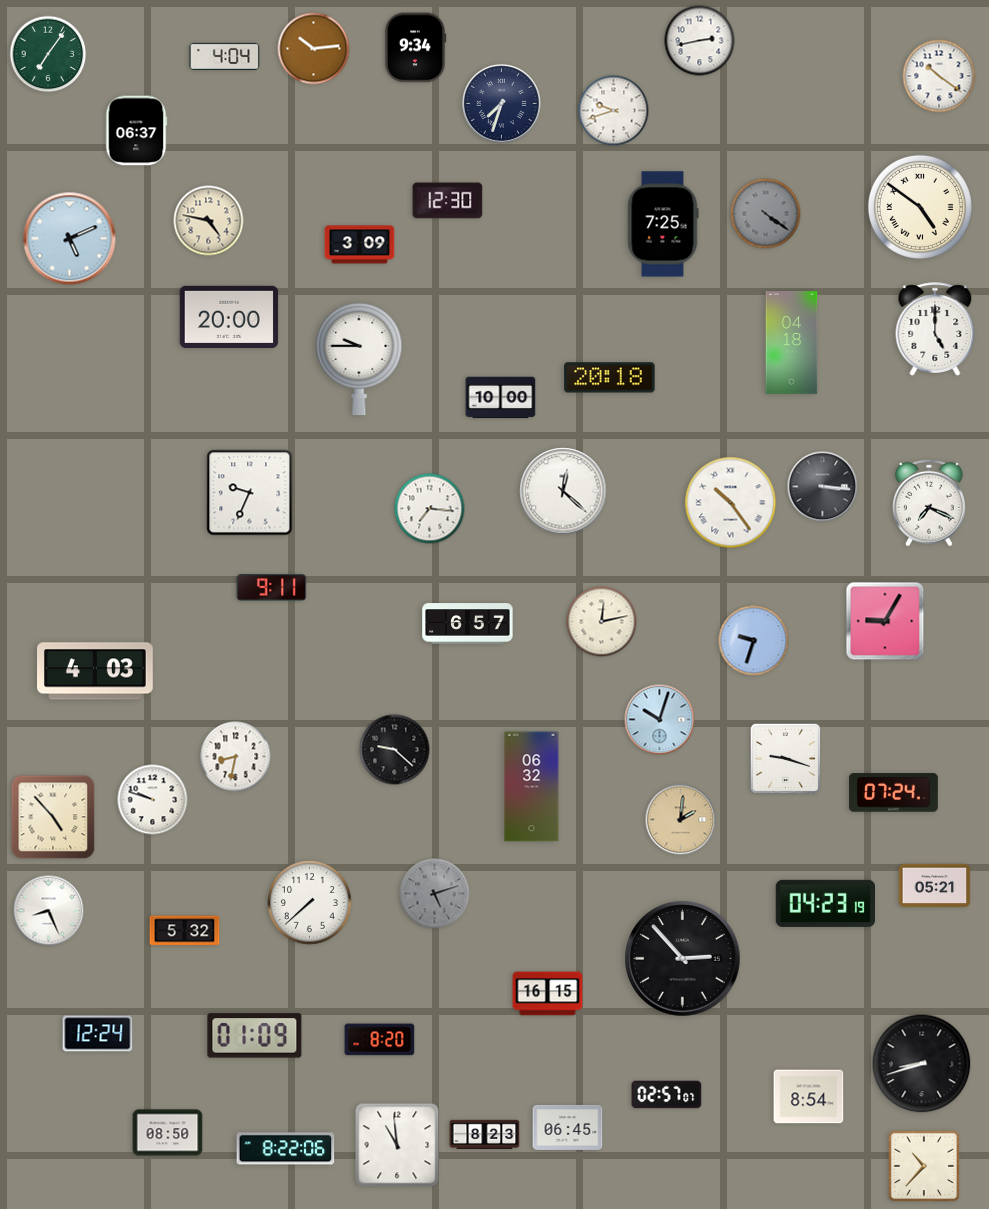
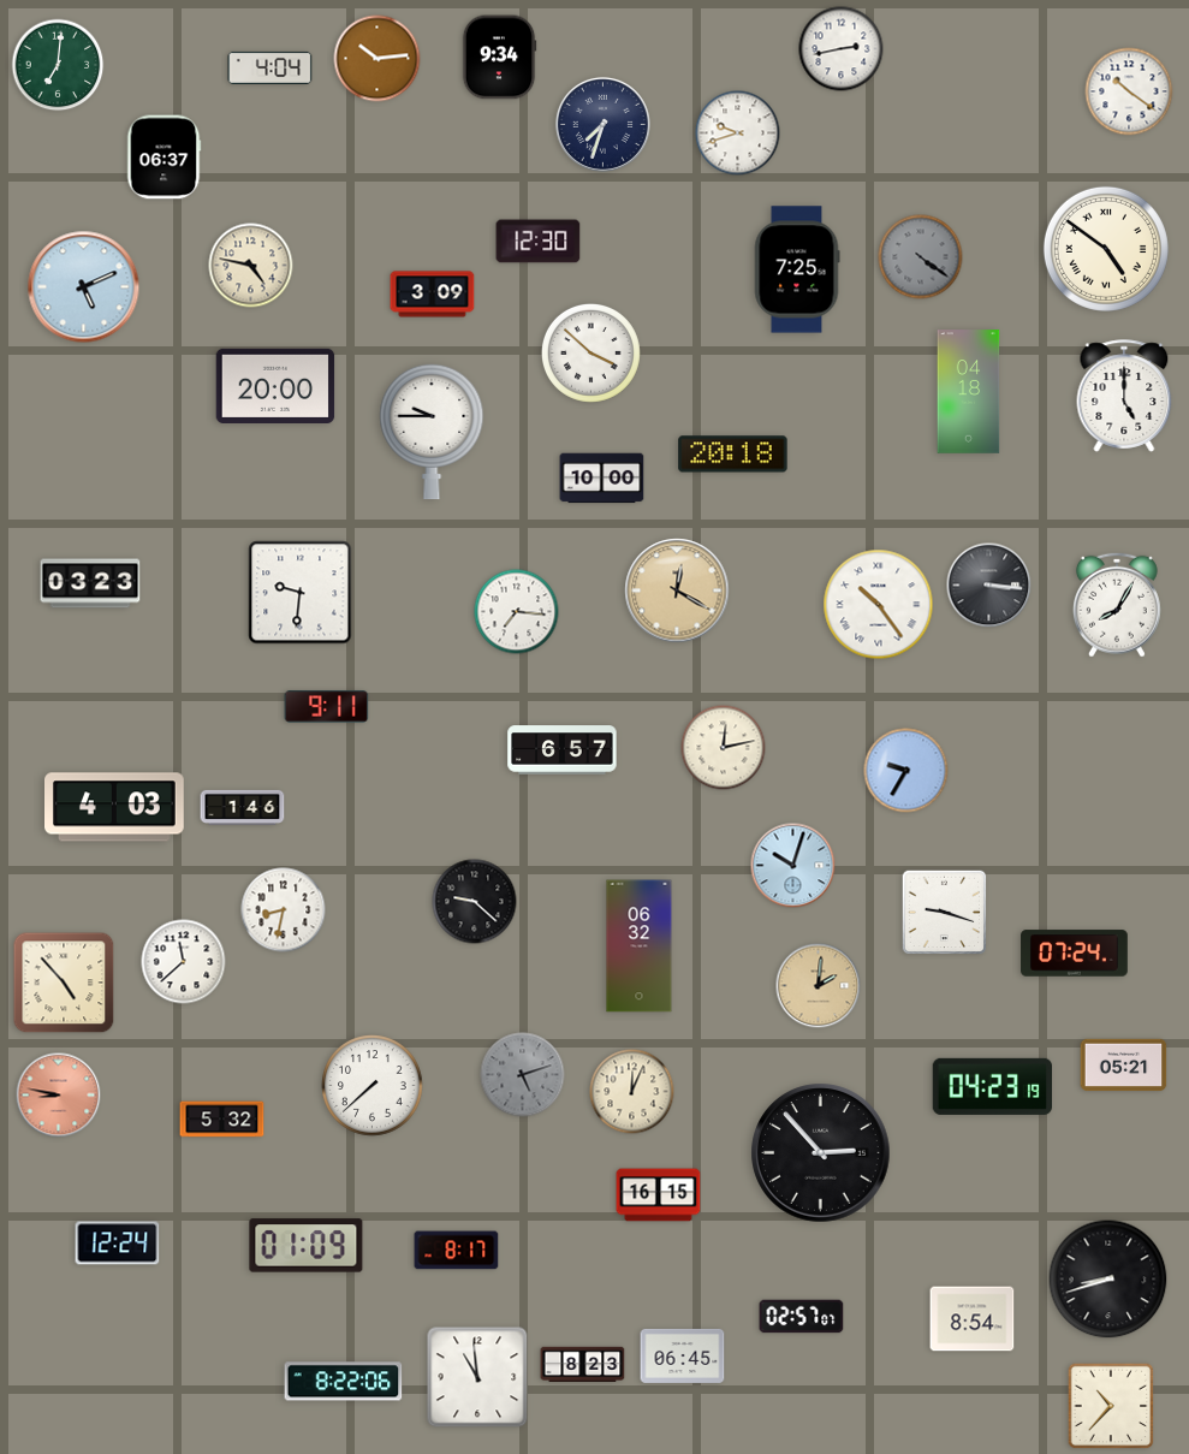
clock at (48, 54): 7:06 -> 7:01
clock at (590, 352): none -> 3:52
clock at (229, 316) position: (229, 316) -> (275, 385)
clock at (792, 343) position: (792, 343) -> (969, 392)
clock at (90, 583): none -> 03:23
clock at (563, 491): 12:22 -> 12:20
clock at (563, 491) dial: white -> champagne
clock at (250, 493): 9:34 -> 9:31
clock at (929, 503): 7:19 -> 8:05
clock at (885, 621): 9:05 -> none
clock at (754, 641): 9:33 -> 9:35
clock at (243, 807): none -> 1:46
clock at (153, 800): 9:48 -> 11:38
clock at (632, 1092): none -> 12:04
clock at (49, 911): 8:26 -> 8:47
clock at (49, 911) dial: white -> salmon
clock at (380, 1040): 8:20 -> 8:17
clock at (168, 1133): 08:50 -> none
clock at (924, 1166) position: (924, 1166) -> (1111, 1406)
